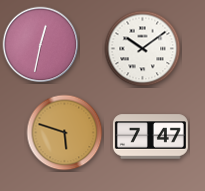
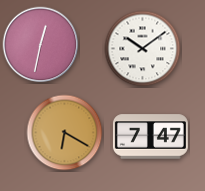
clock at (65, 133): 5:48 -> 6:20
